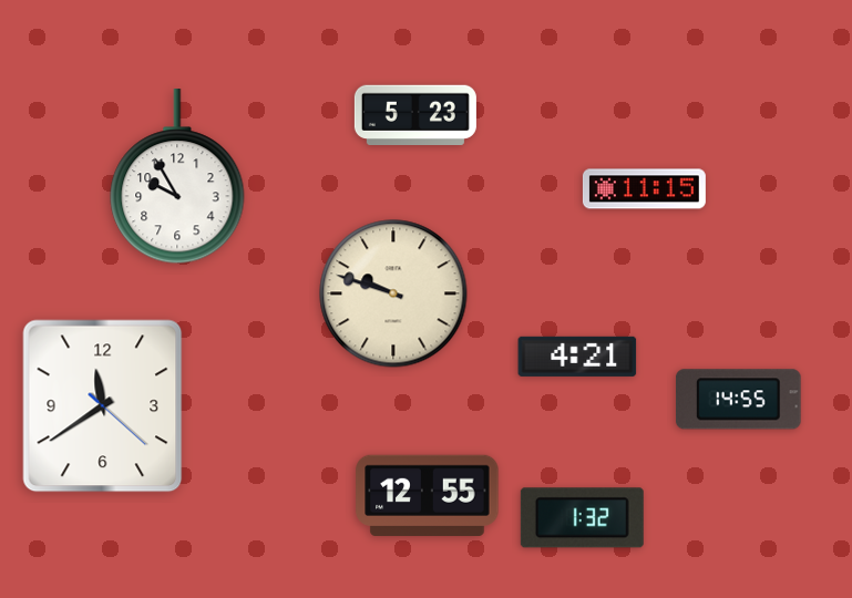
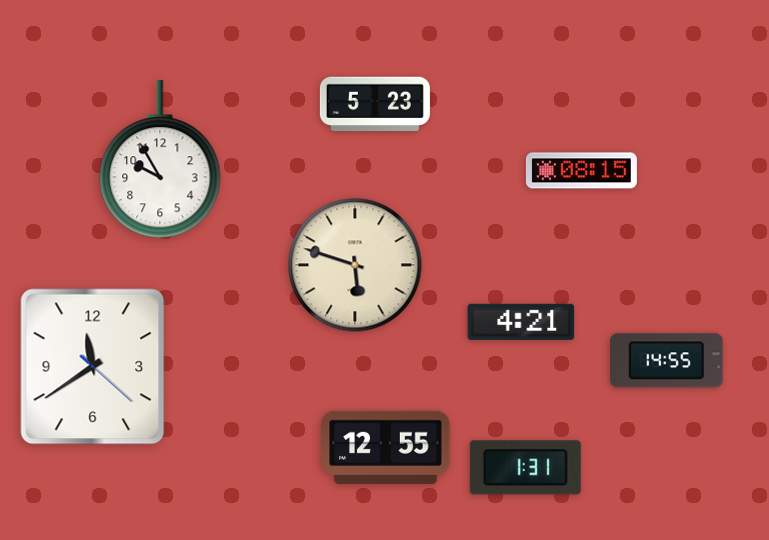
clock at (644, 189): 11:15 -> 08:15
clock at (393, 293): 9:48 -> 5:48
clock at (582, 518): 1:32 -> 1:31
